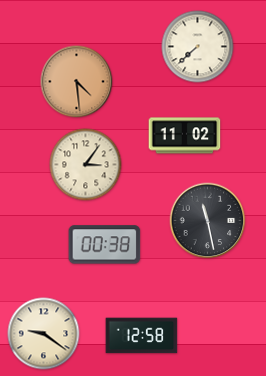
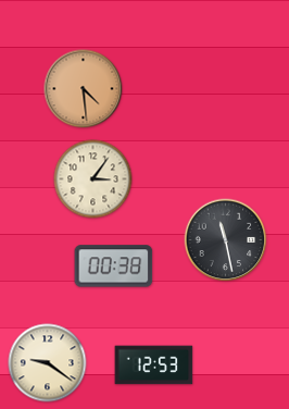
clock at (198, 47): 7:38 -> none
clock at (185, 136): 11:02 -> none
clock at (142, 336): 12:58 -> 12:53
